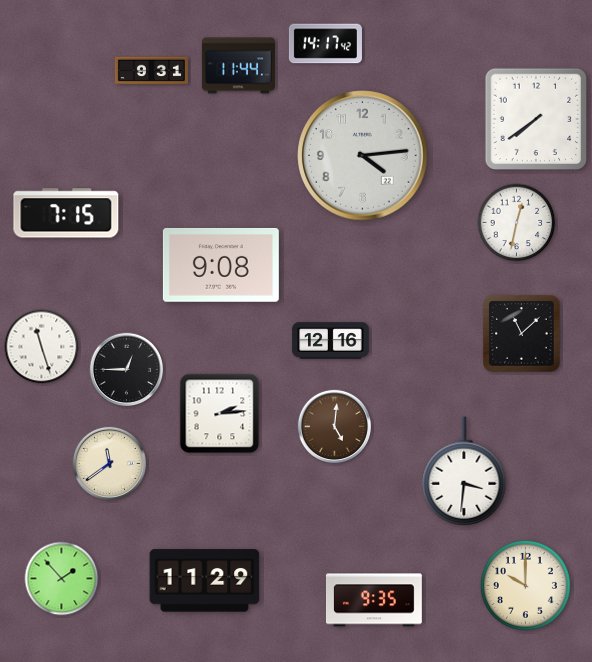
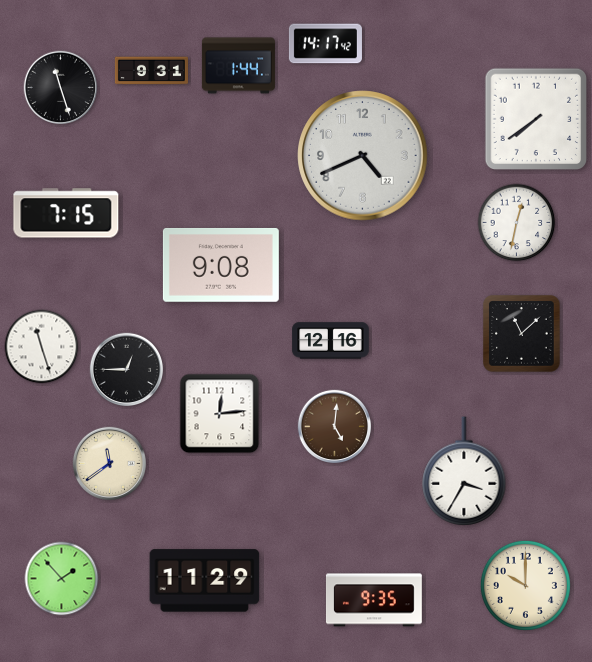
clock at (238, 66): 11:44 -> 1:44
clock at (61, 88): none -> 11:27
clock at (363, 156): 4:14 -> 4:41
clock at (220, 414): 2:14 -> 12:14
clock at (464, 471): 3:31 -> 3:35
